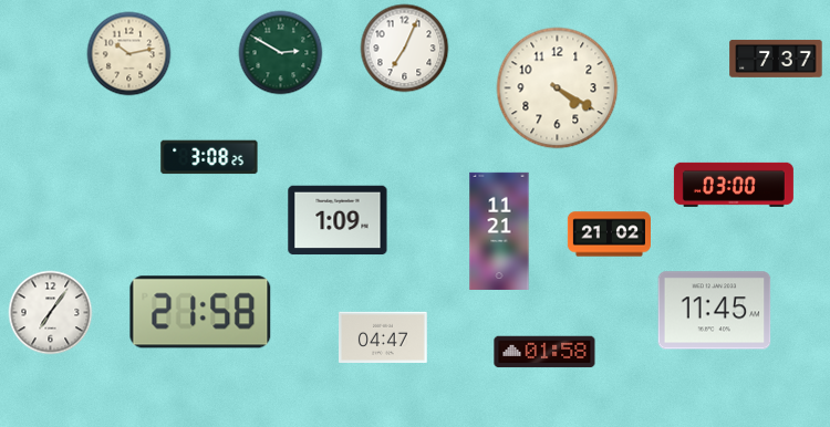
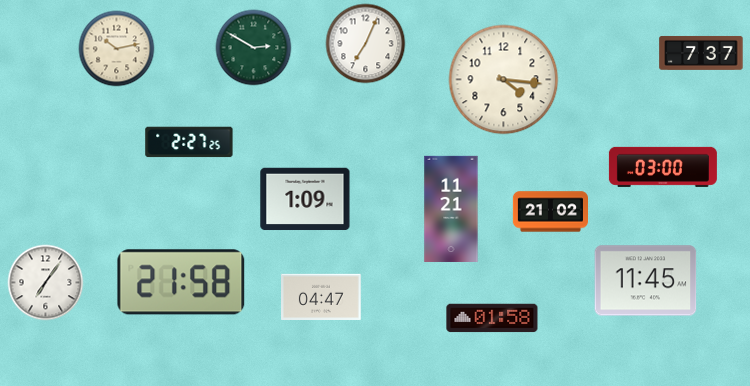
clock at (558, 88): 4:20 -> 4:16
clock at (209, 157): 3:08 -> 2:27
clock at (384, 336) position: (384, 336) -> (322, 296)
